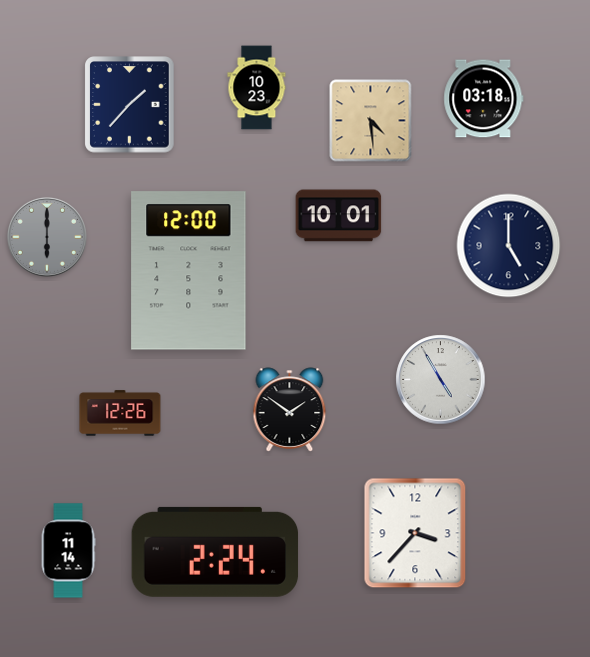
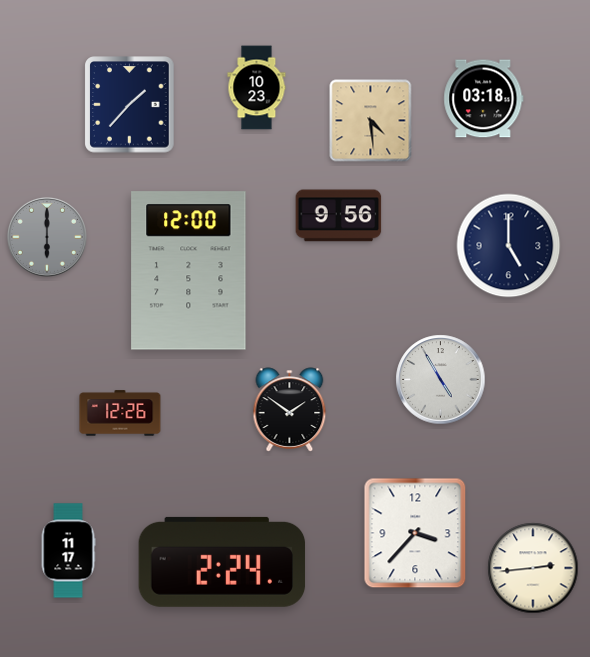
clock at (339, 216): 10:01 -> 9:56
clock at (68, 551): 11:14 -> 11:17
clock at (215, 552) position: (215, 552) -> (222, 562)
clock at (533, 568): none -> 2:44
